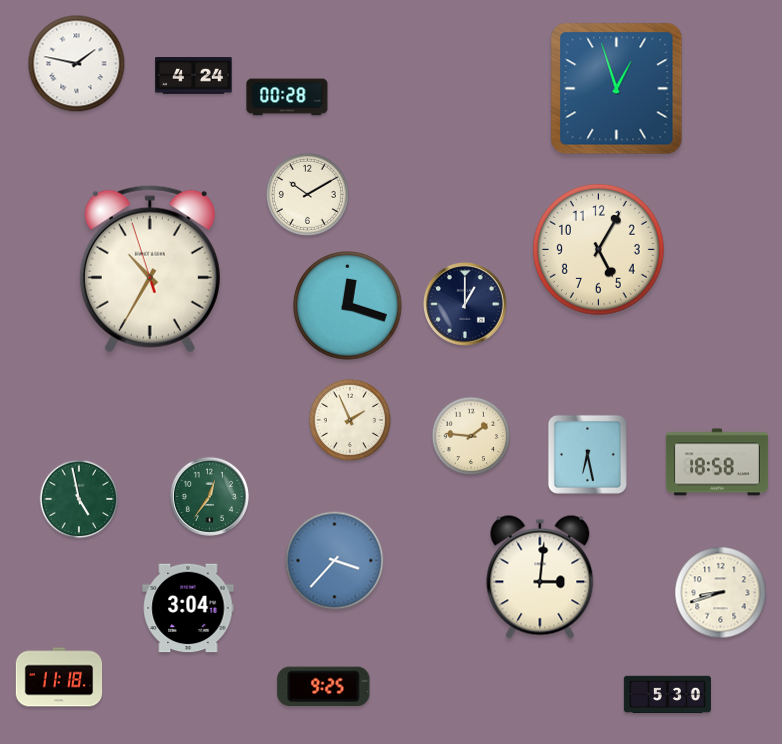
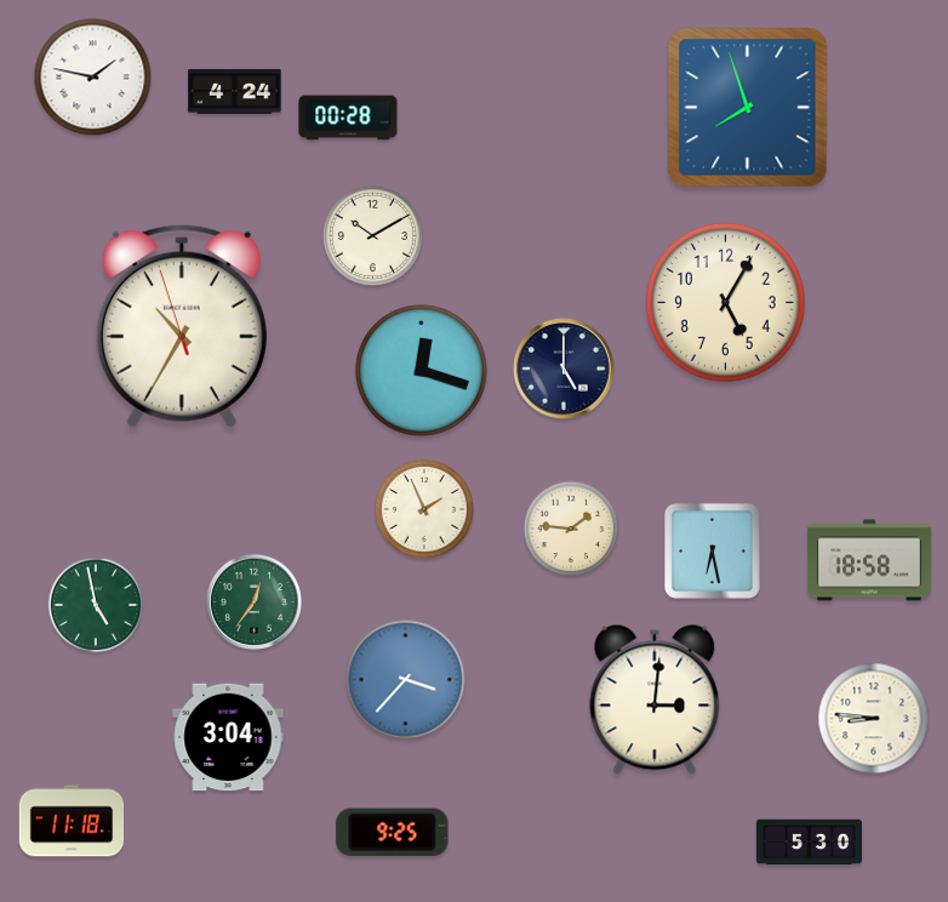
clock at (617, 89): 12:57 -> 7:57
clock at (465, 304): 1:00 -> 5:00
clock at (721, 593): 8:42 -> 8:46
